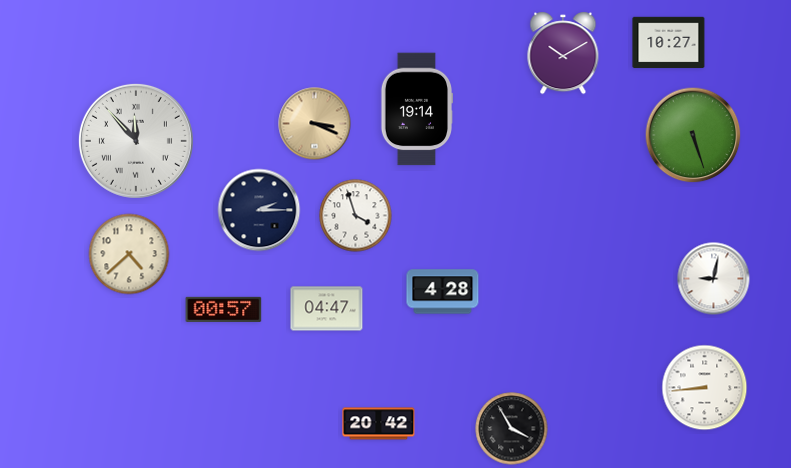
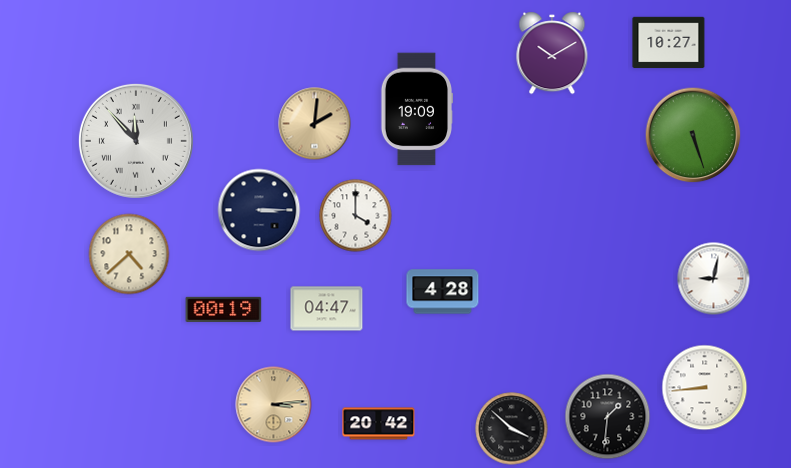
clock at (563, 53) position: (563, 53) -> (552, 53)
clock at (416, 109): 19:14 -> 19:09
clock at (315, 124): 3:19 -> 2:01
clock at (259, 210): 2:15 -> 3:15
clock at (356, 216): 3:57 -> 4:00
clock at (224, 309): 00:57 -> 00:19
clock at (274, 405): none -> 3:14
clock at (608, 417): none -> 1:31
clock at (512, 429): 3:55 -> 3:52
